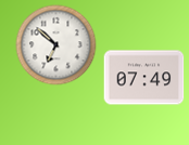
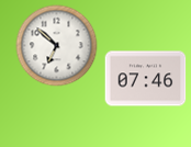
clock at (144, 78): 07:49 -> 07:46
